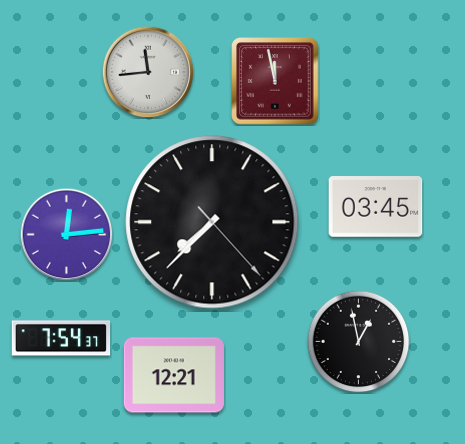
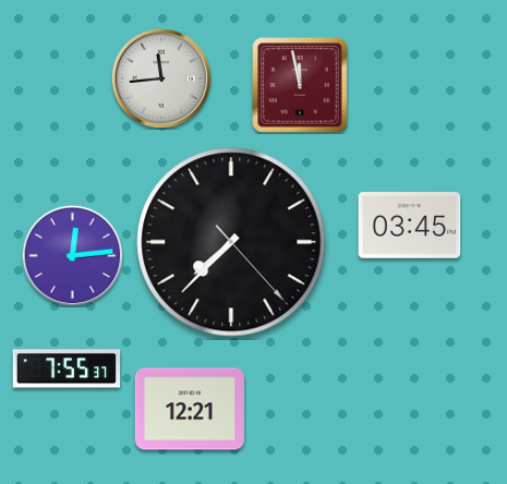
clock at (275, 81) position: (275, 81) -> (300, 85)
clock at (61, 338): 7:54 -> 7:55
clock at (359, 342): 12:58 -> none
